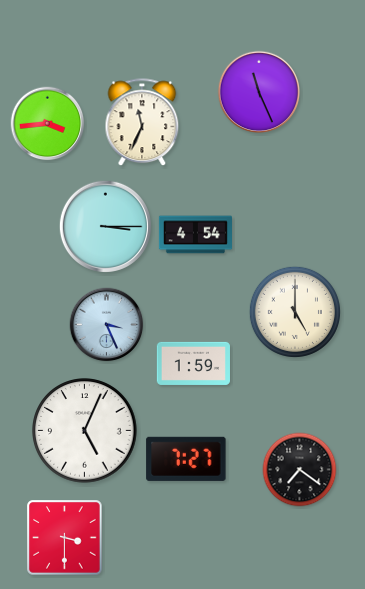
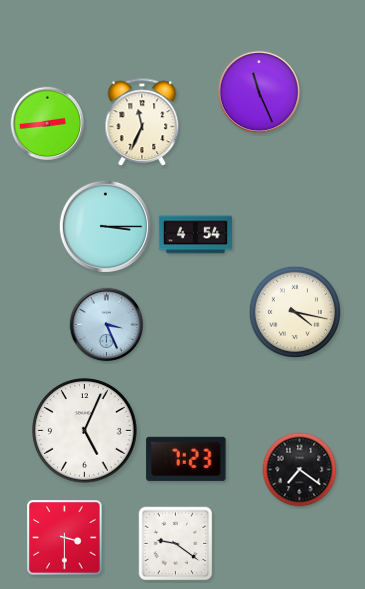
clock at (48, 124): 3:44 -> 2:44
clock at (295, 312): 5:00 -> 4:17
clock at (193, 363): 1:59 -> none
clock at (186, 459): 7:27 -> 7:23
clock at (176, 544): none -> 9:21
